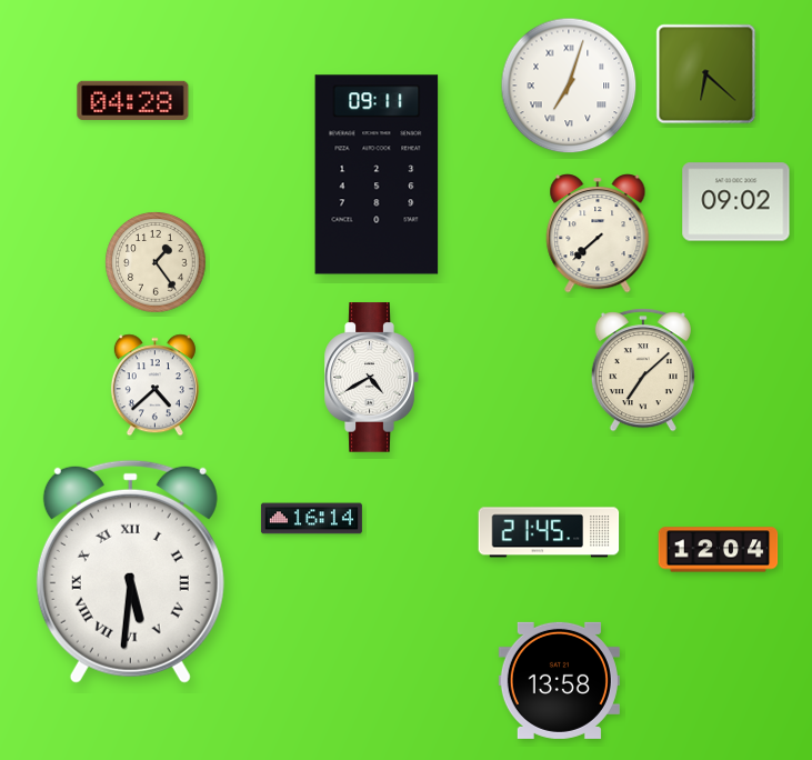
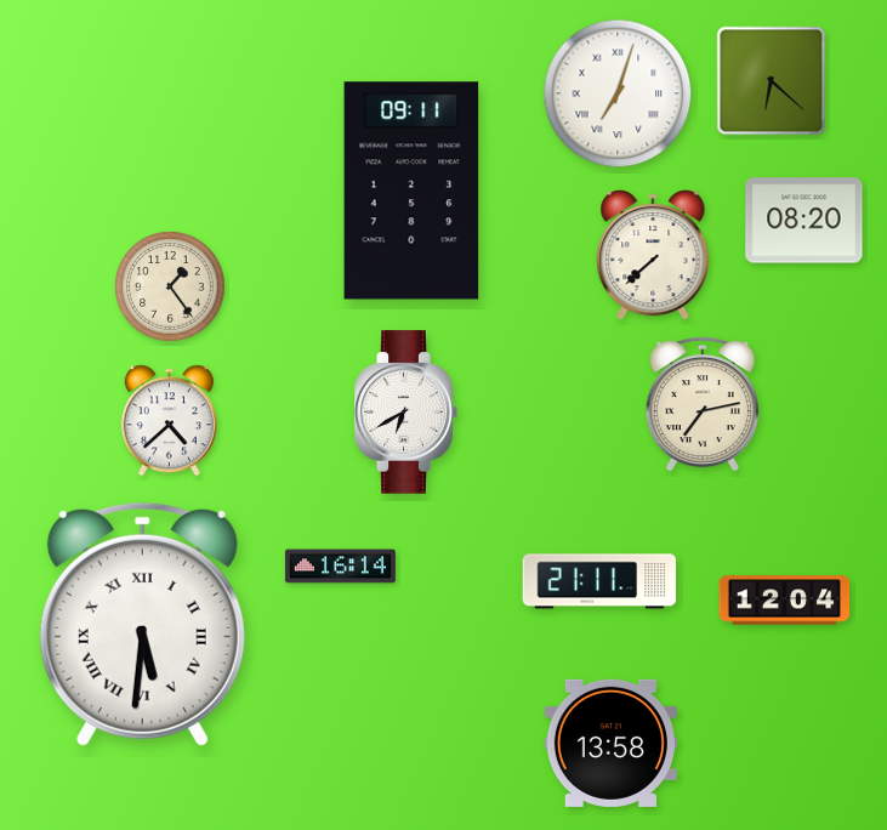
clock at (569, 86) position: (569, 86) -> (618, 93)
clock at (133, 100): 04:28 -> none
clock at (736, 202): 09:02 -> 08:20
clock at (643, 370): 7:08 -> 7:13
clock at (371, 378): 4:40 -> 6:40
clock at (549, 532): 21:45 -> 21:11
